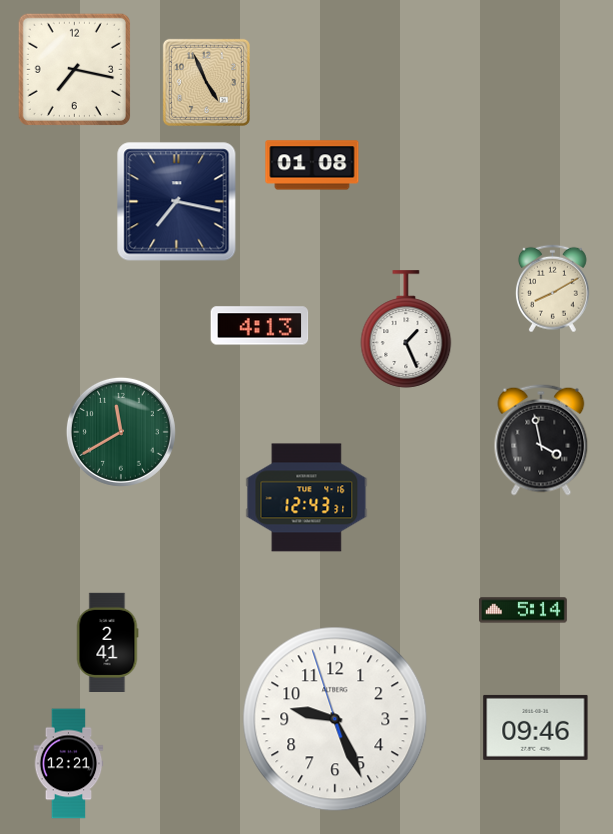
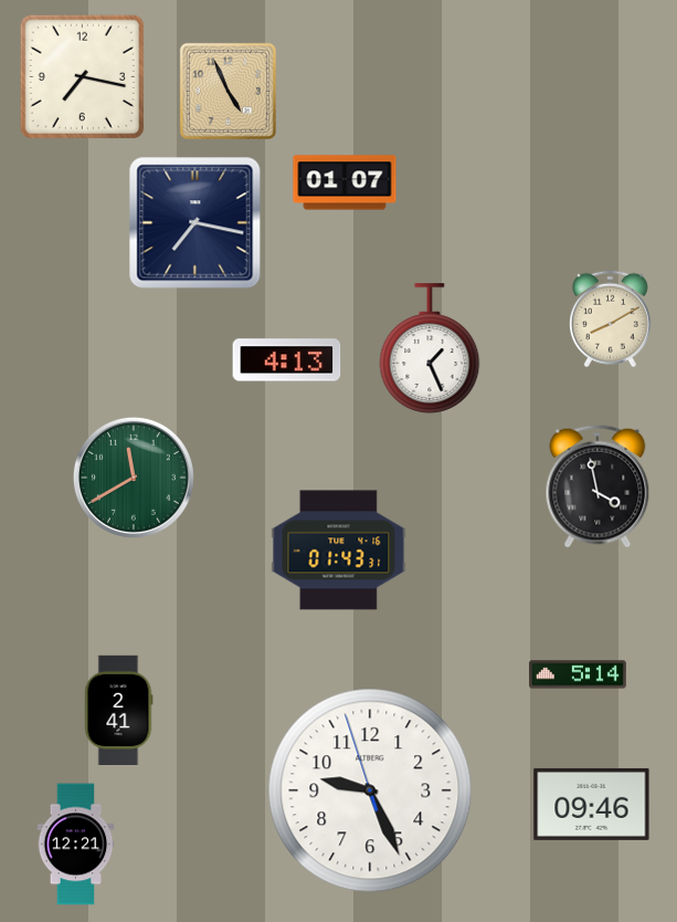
clock at (312, 165): 01:08 -> 01:07
clock at (406, 329) position: (406, 329) -> (430, 348)
clock at (307, 498): 12:43 -> 01:43
clock at (335, 719) position: (335, 719) -> (370, 790)
